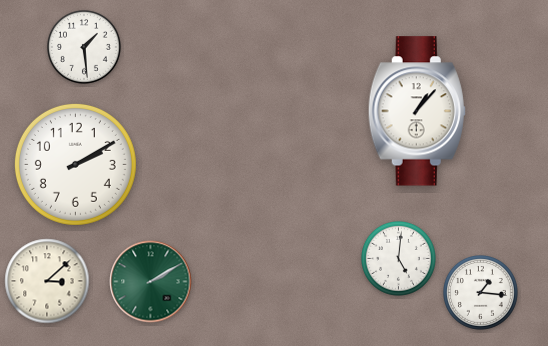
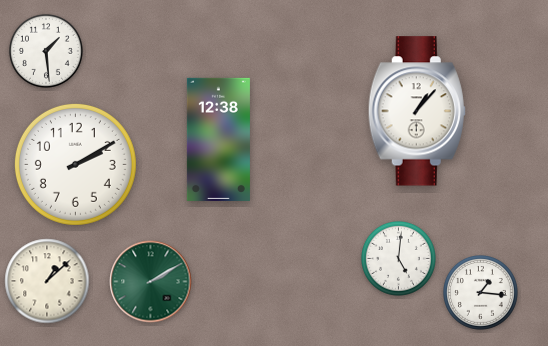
clock at (84, 47) position: (84, 47) -> (46, 51)
clock at (218, 139): none -> 12:38
clock at (47, 281): 3:08 -> 1:08
